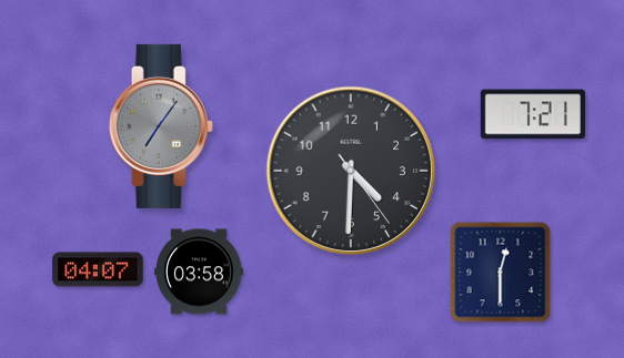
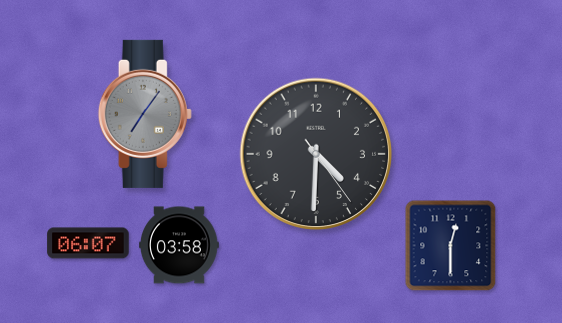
clock at (533, 114): 7:21 -> none
clock at (98, 269): 04:07 -> 06:07
